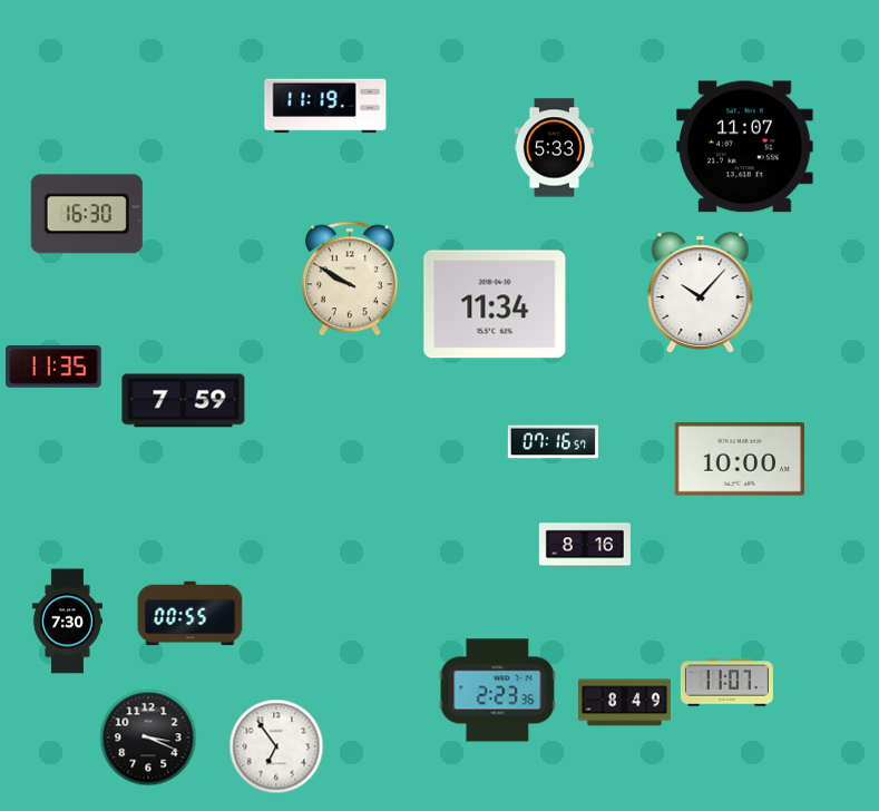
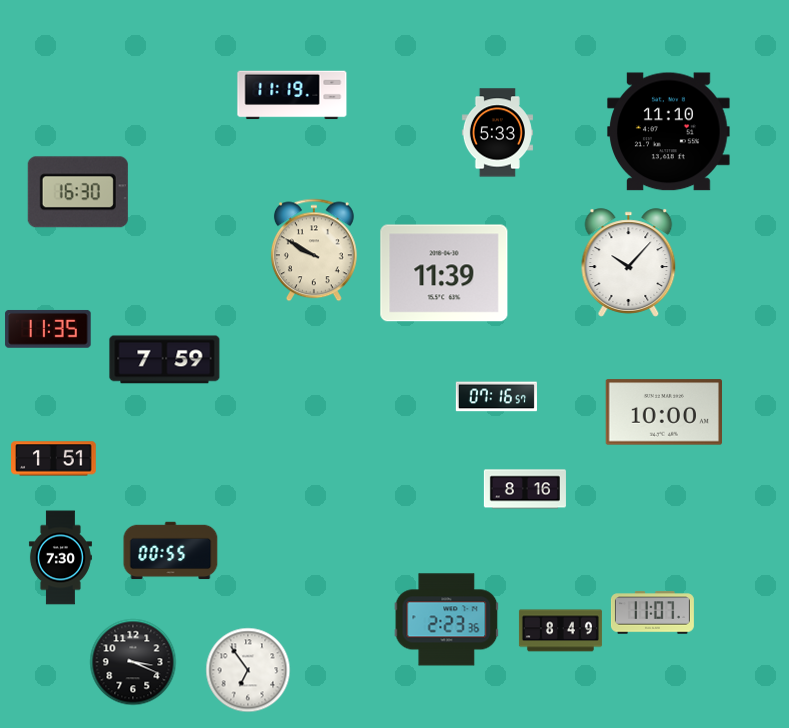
clock at (745, 147): 11:07 -> 11:10
clock at (495, 304): 11:34 -> 11:39
clock at (54, 459): none -> 1:51
